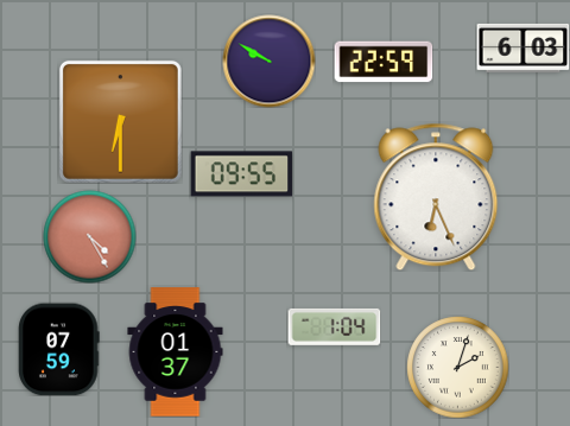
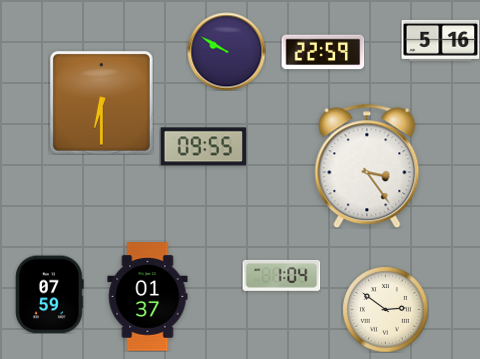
clock at (522, 47): 6:03 -> 5:16
clock at (436, 197): 6:26 -> 3:24
clock at (89, 236): 4:25 -> none
clock at (457, 367): 2:03 -> 2:51
